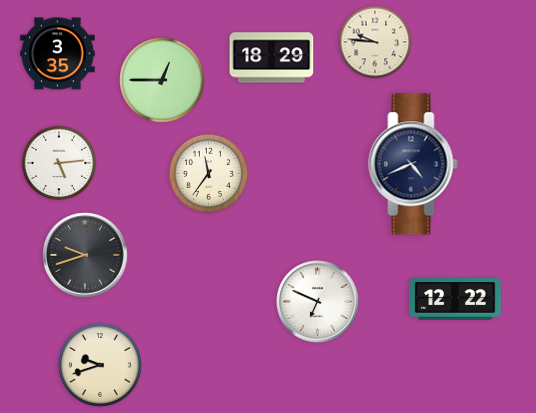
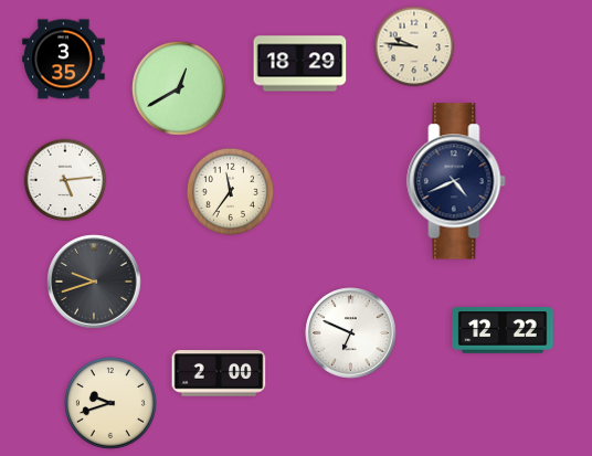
clock at (162, 80): 12:45 -> 12:40
clock at (219, 373): none -> 2:00
